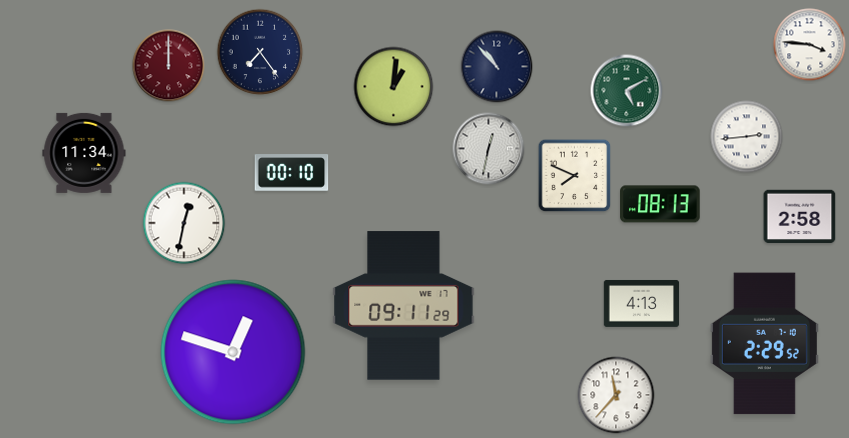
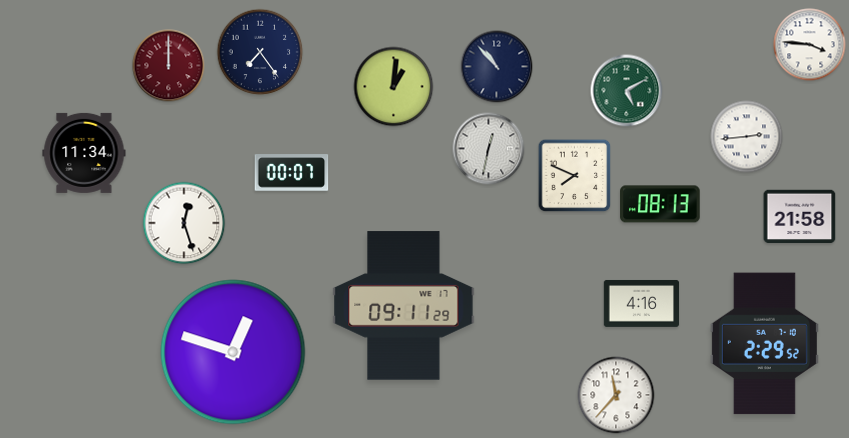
clock at (292, 173): 00:10 -> 00:07
clock at (800, 217): 2:58 -> 21:58
clock at (184, 223): 12:32 -> 12:27
clock at (642, 303): 4:13 -> 4:16
